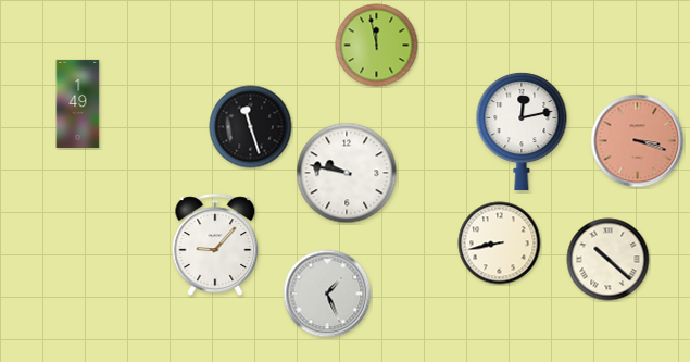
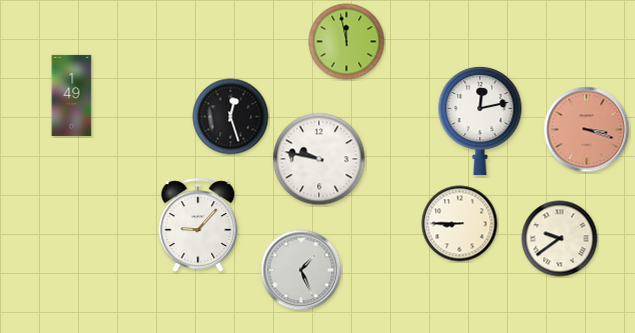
clock at (251, 127): 11:27 -> 12:27
clock at (500, 244): 8:43 -> 8:45
clock at (609, 260): 10:22 -> 9:39
